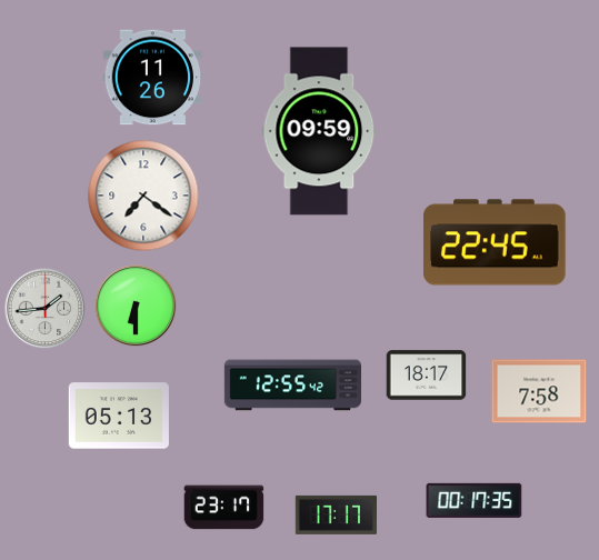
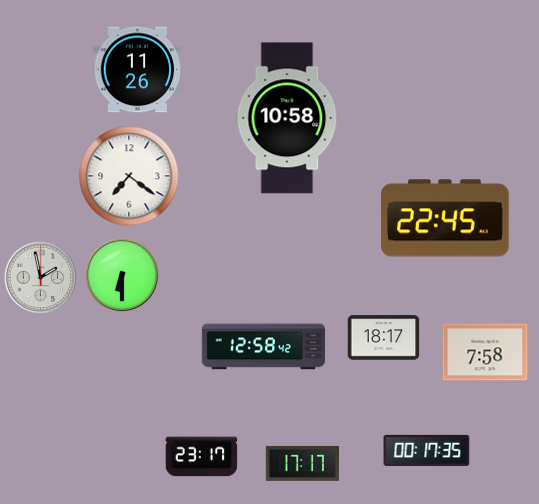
clock at (319, 131): 09:59 -> 10:58
clock at (46, 309): 1:44 -> 1:58
clock at (293, 386): 12:55 -> 12:58
clock at (119, 416): 05:13 -> none
